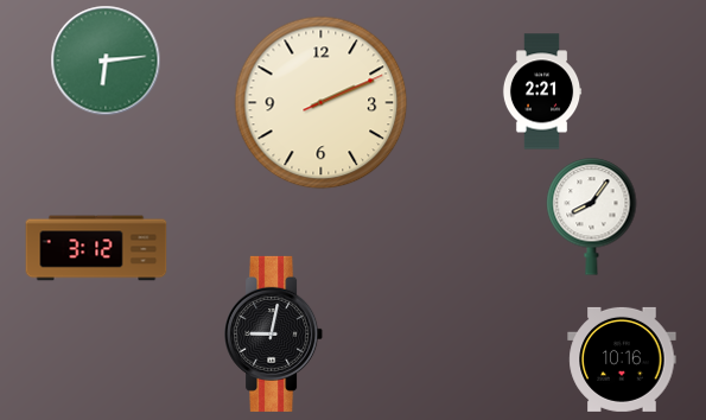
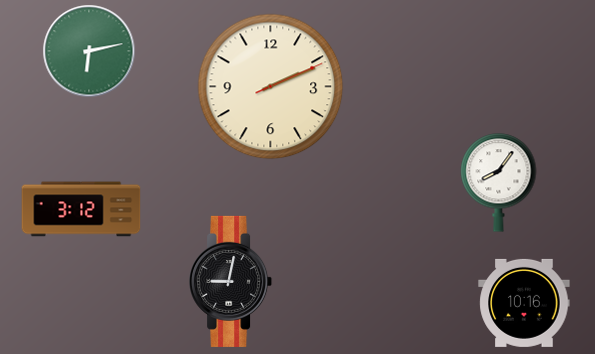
clock at (106, 61): 6:14 -> 6:13
clock at (542, 91): 2:21 -> none
